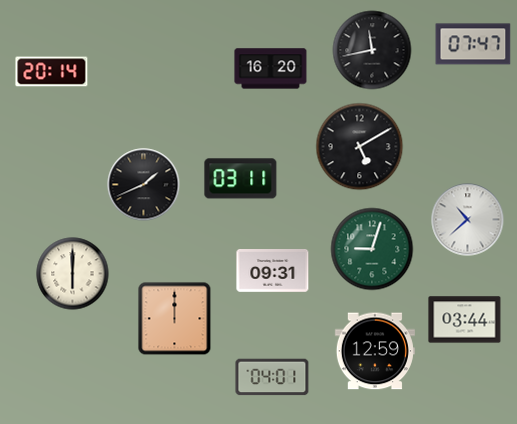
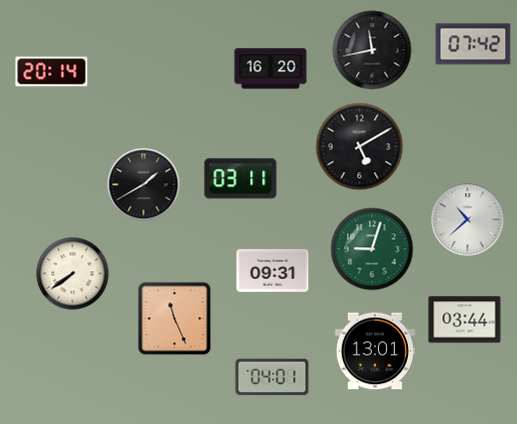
clock at (473, 44): 07:47 -> 07:42
clock at (144, 185): 1:41 -> 1:40
clock at (73, 274): 6:00 -> 7:39
clock at (175, 319): 12:00 -> 11:26
clock at (375, 351): 12:59 -> 13:01
